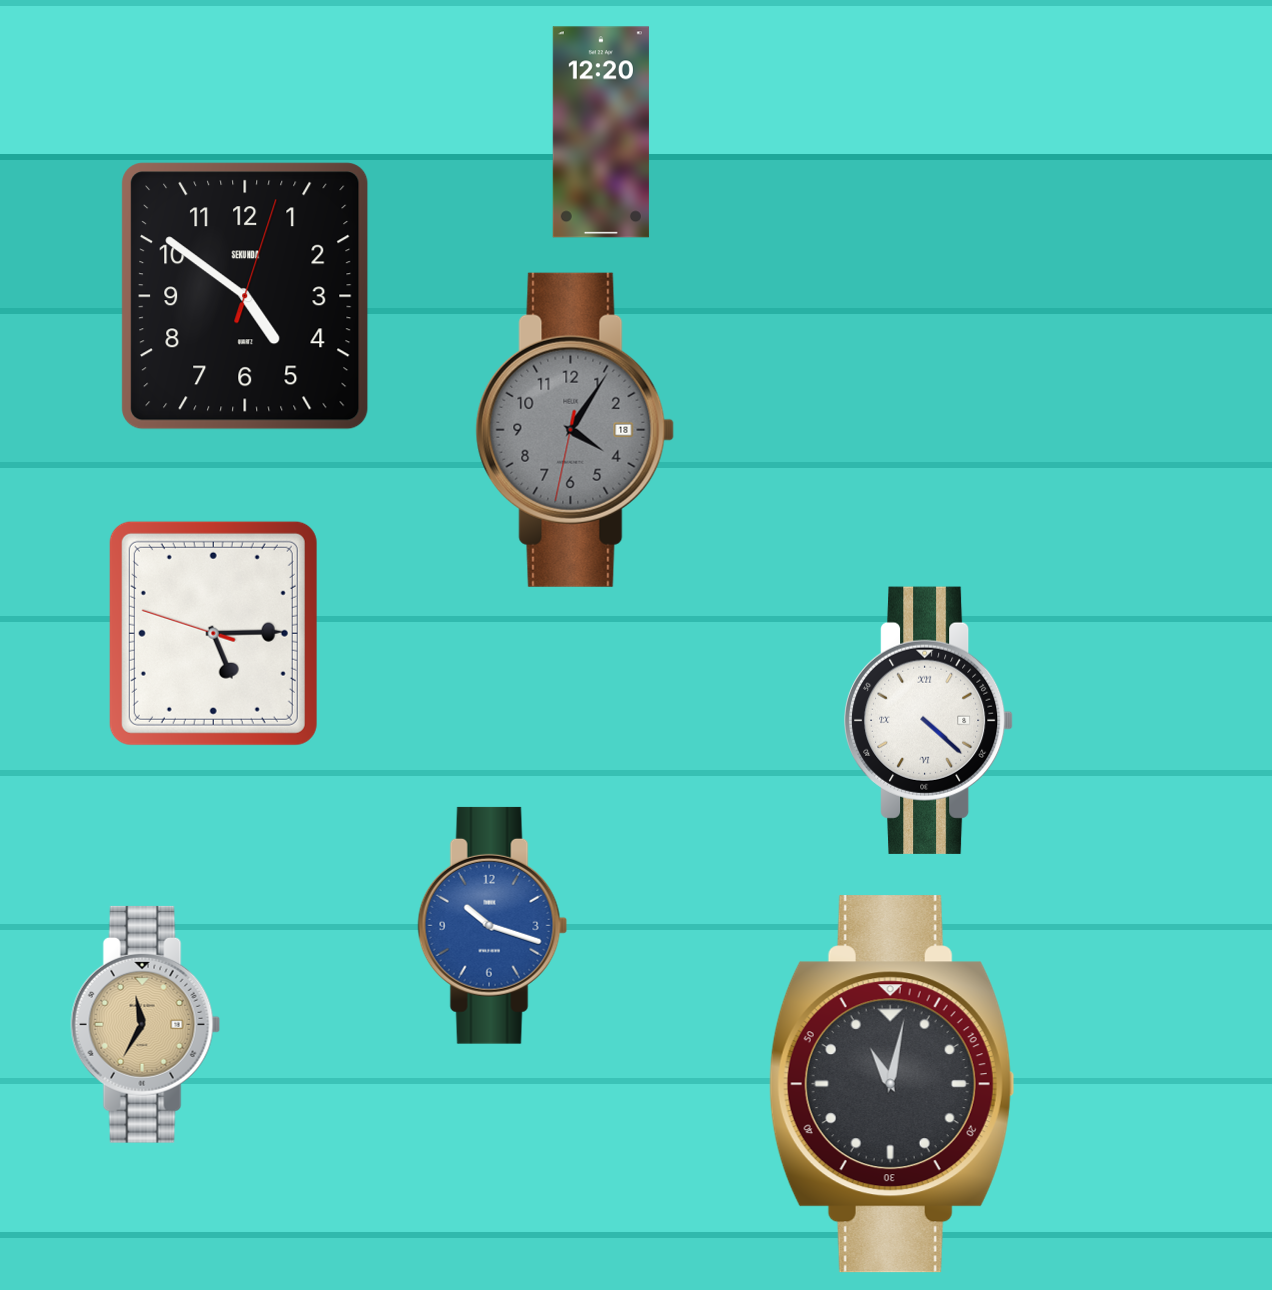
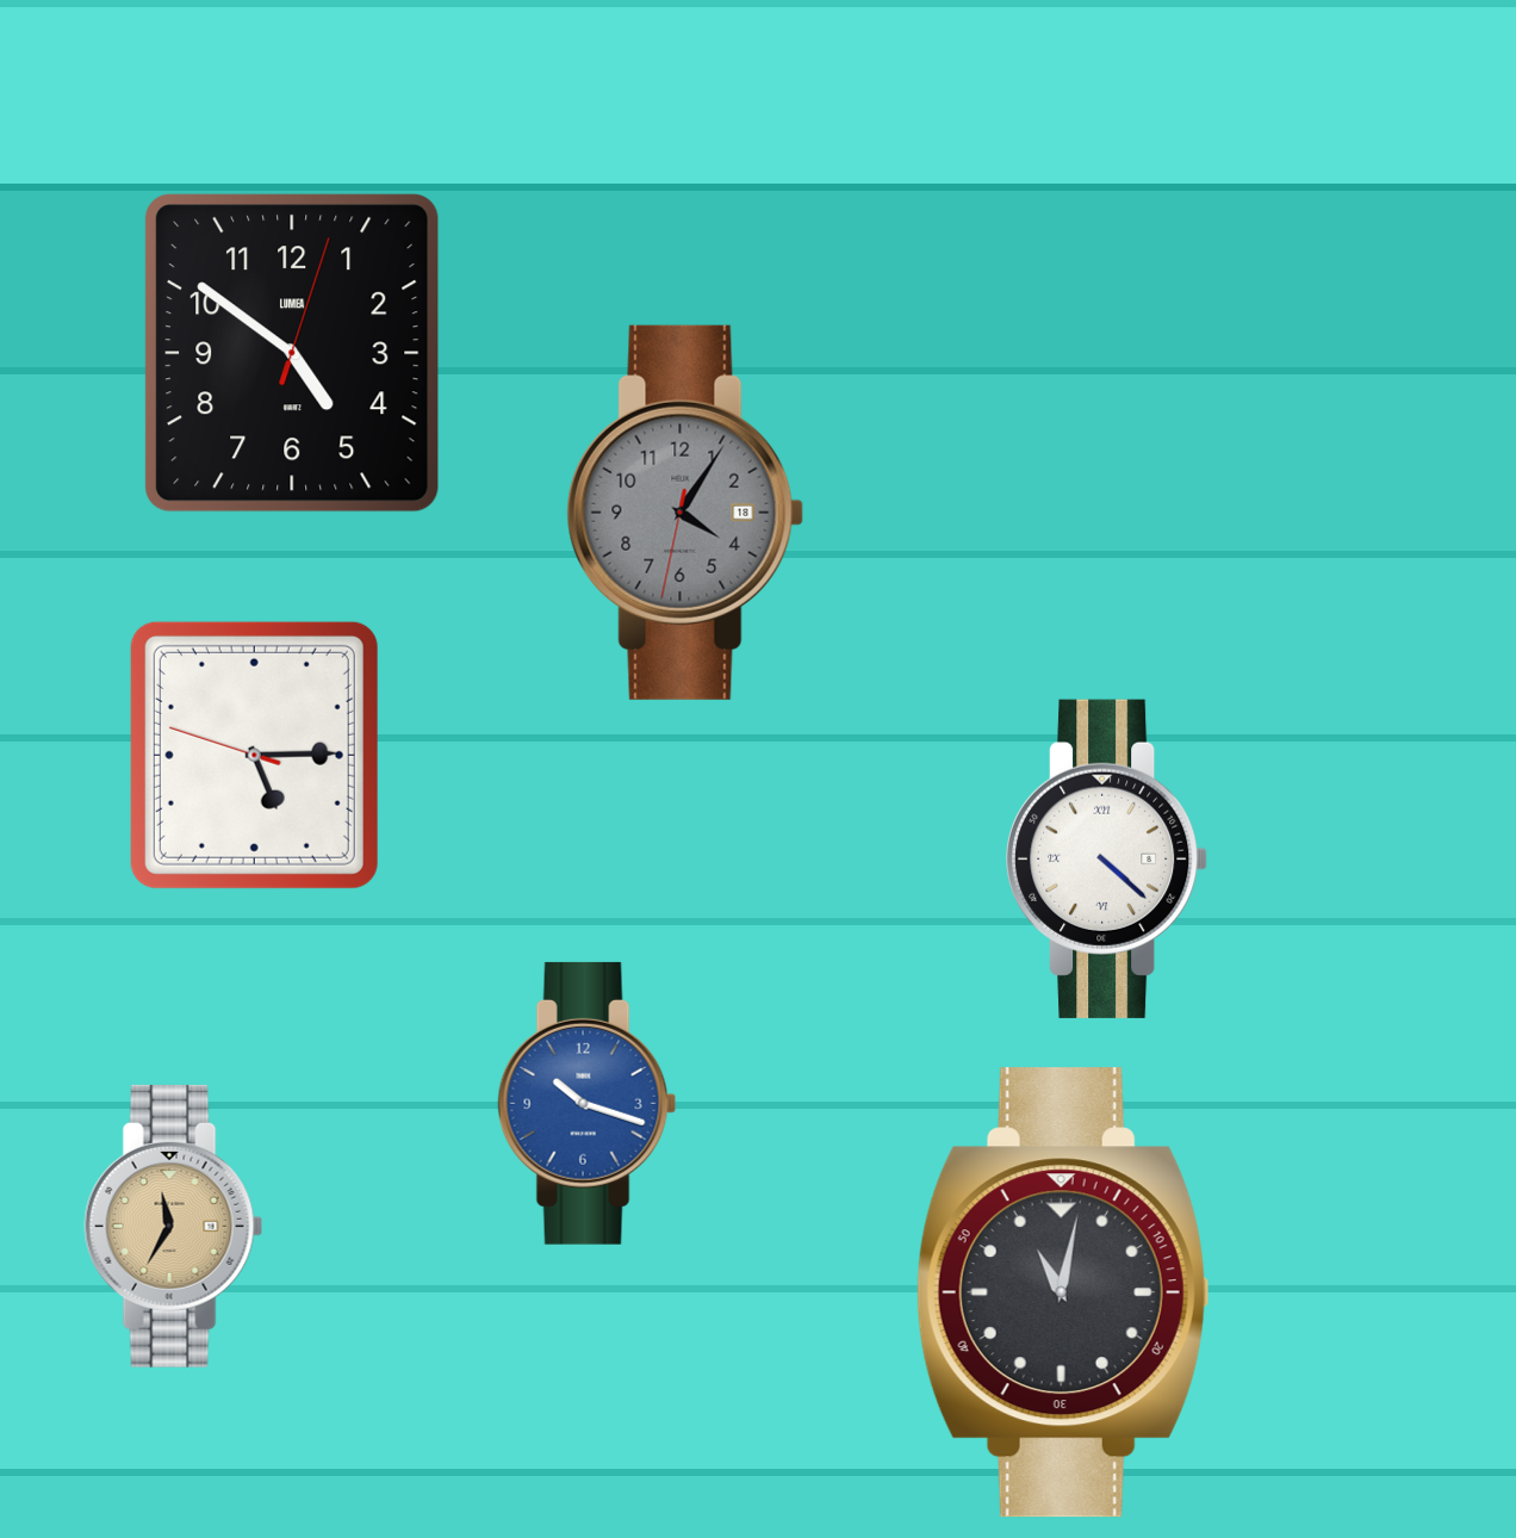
clock at (601, 132): 12:20 -> none
clock at (245, 296) brand: SEKUNDA -> LUMEA
clock at (146, 1024) position: (146, 1024) -> (174, 1226)
